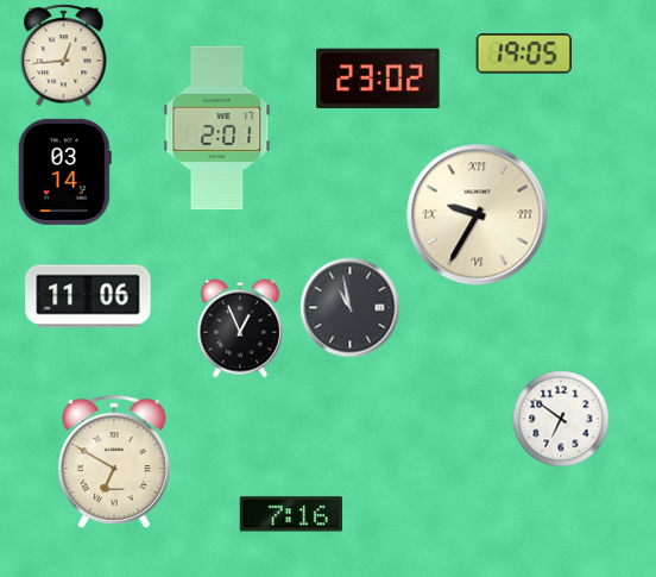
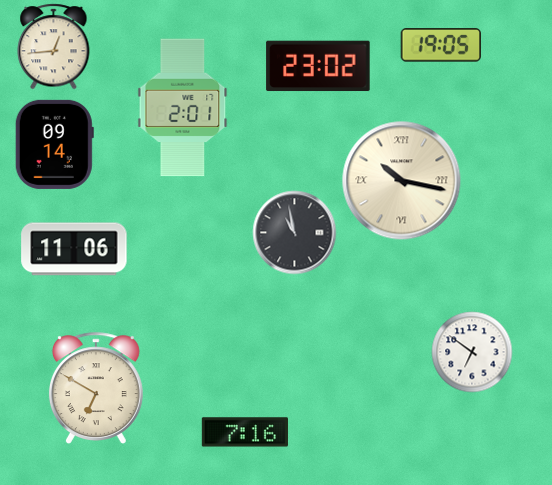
clock at (64, 171): 03:14 -> 09:14
clock at (478, 215): 9:35 -> 10:17
clock at (349, 307) position: (349, 307) -> (294, 232)
clock at (241, 328): 12:56 -> none
